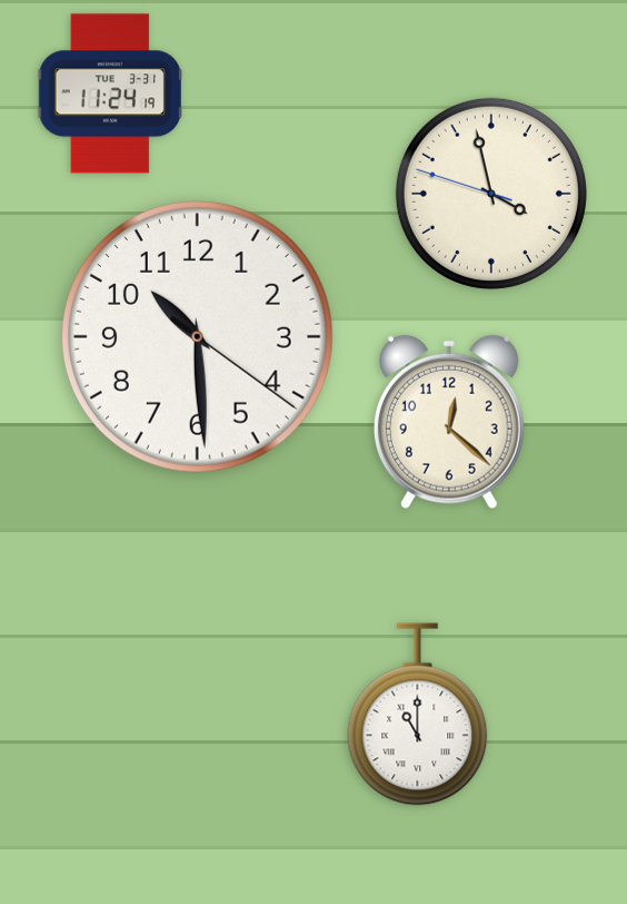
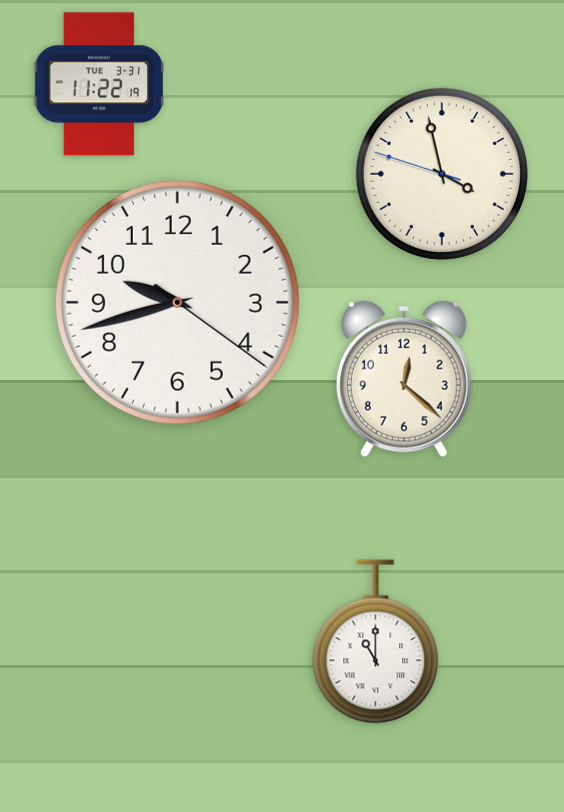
clock at (110, 94): 11:24 -> 11:22
clock at (197, 336): 10:29 -> 9:42
